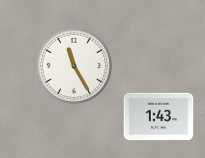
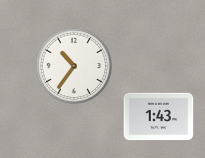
clock at (74, 66): 11:25 -> 10:36
